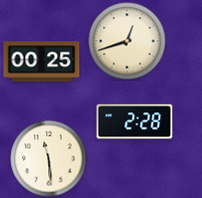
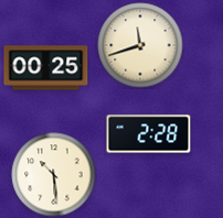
clock at (127, 41): 12:42 -> 11:42
clock at (49, 159): 11:29 -> 10:29
